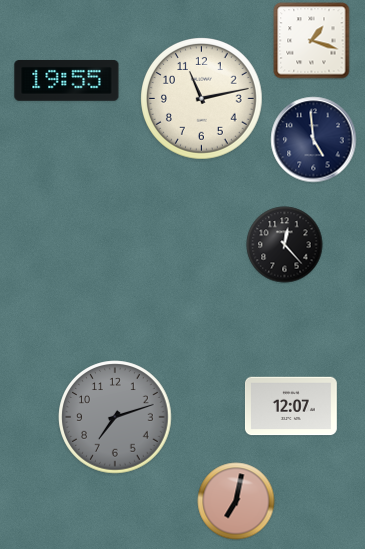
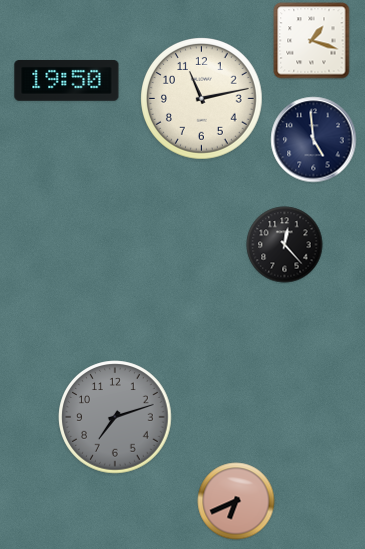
clock at (67, 81): 19:55 -> 19:50
clock at (291, 406): 12:07 -> none
clock at (236, 501): 7:02 -> 6:41
